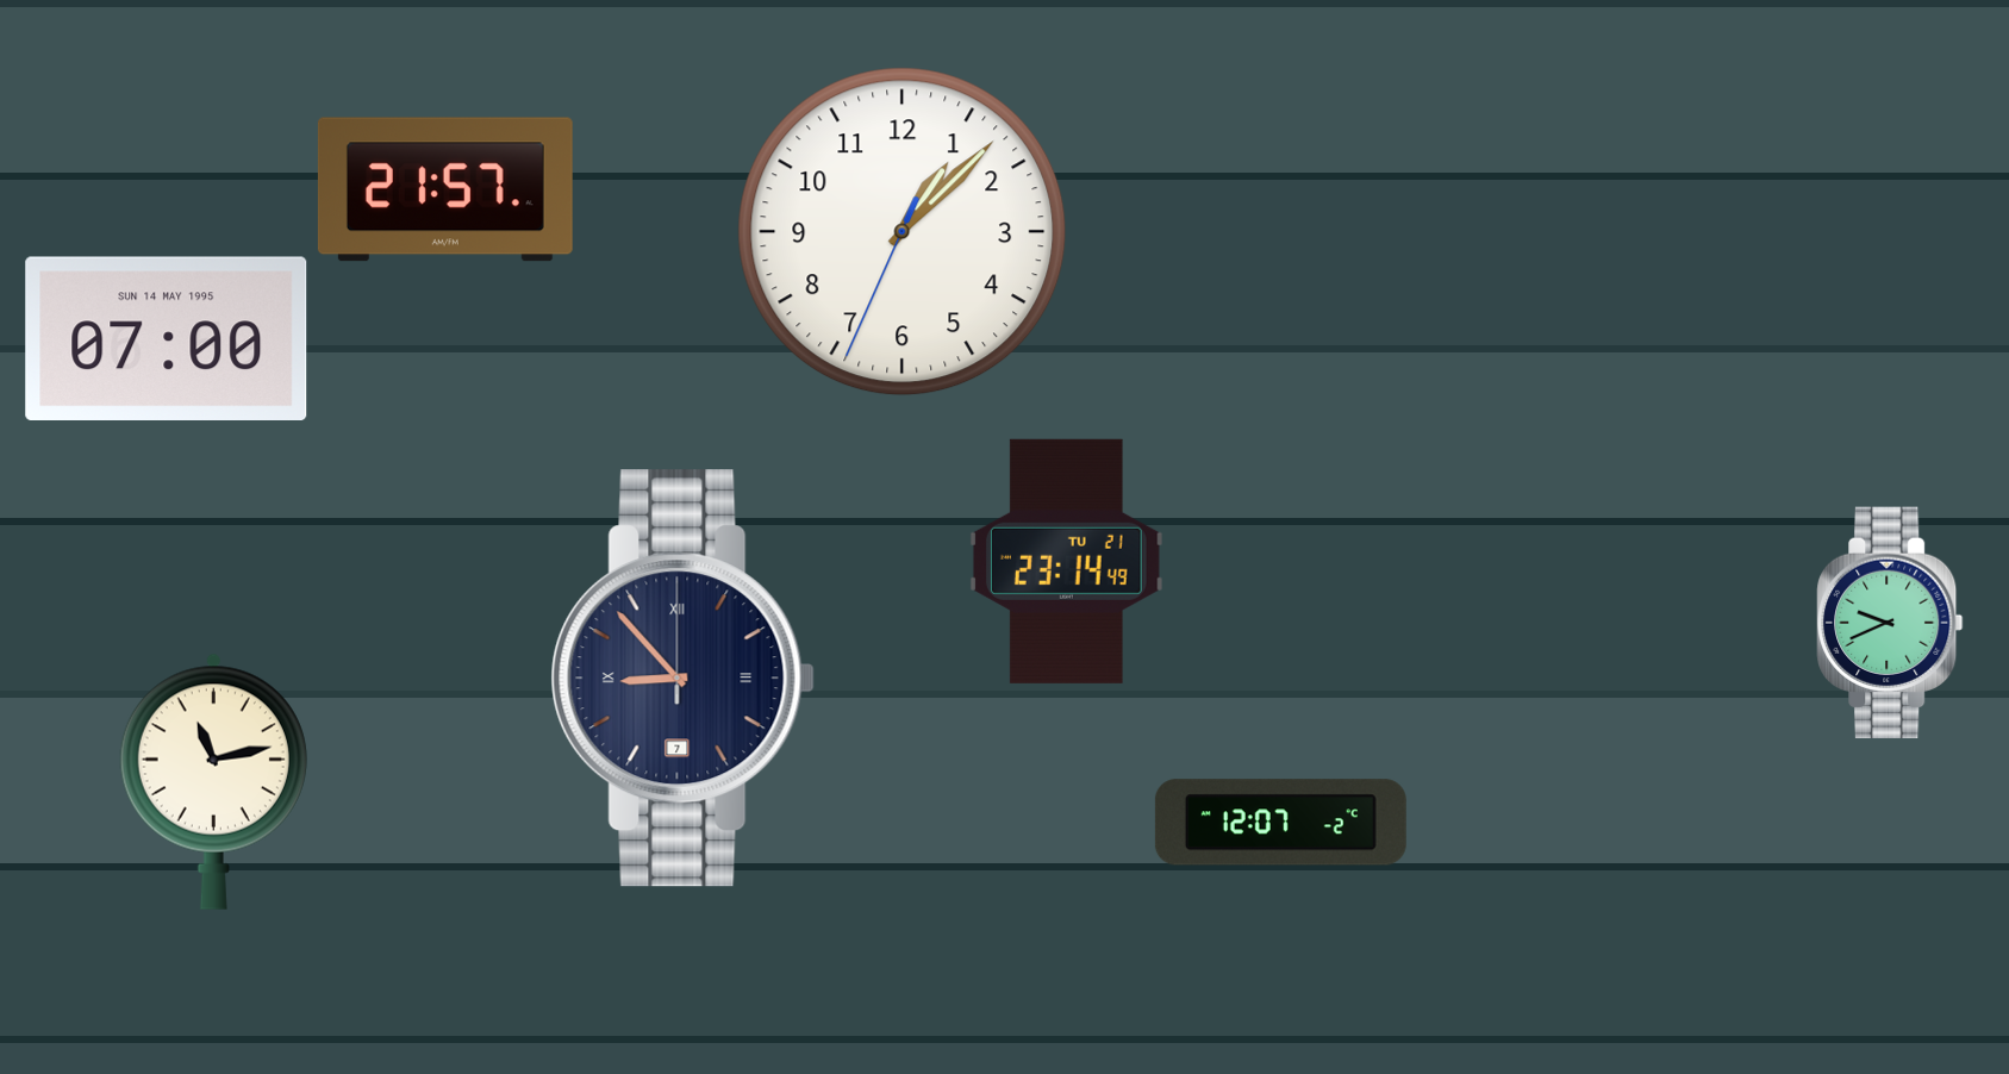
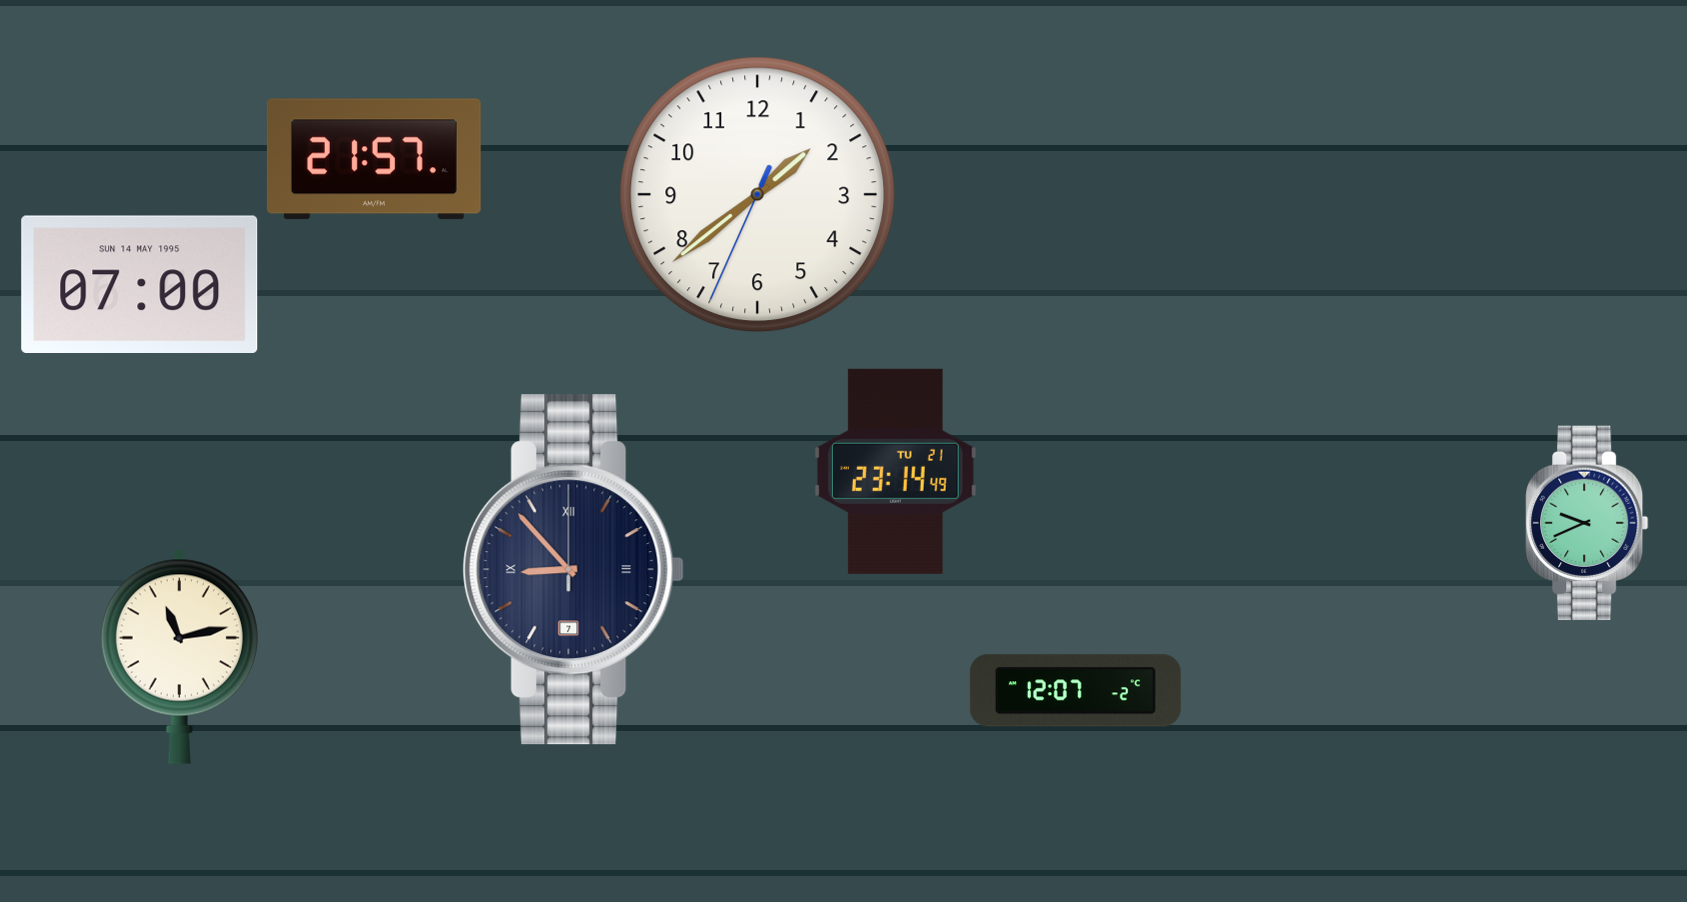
clock at (903, 232): 1:07 -> 1:38
